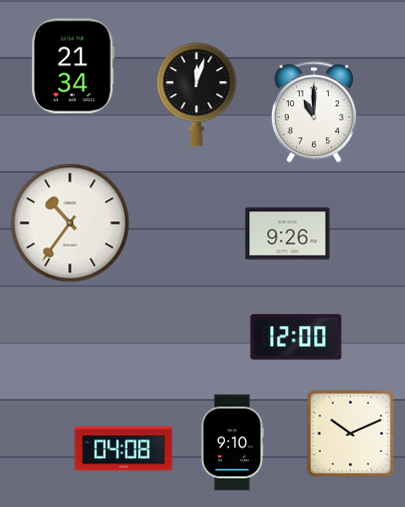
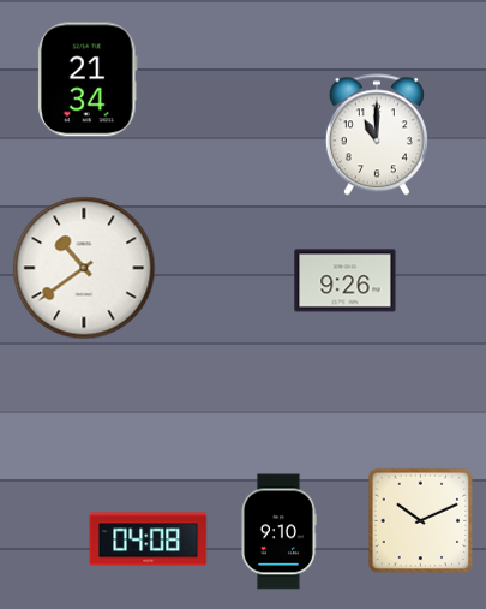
clock at (197, 95): 12:03 -> none
clock at (70, 223): 10:36 -> 10:39
clock at (296, 337): 12:00 -> none
